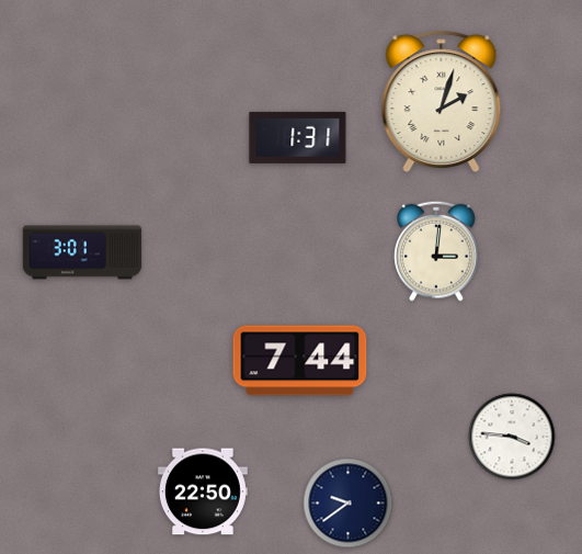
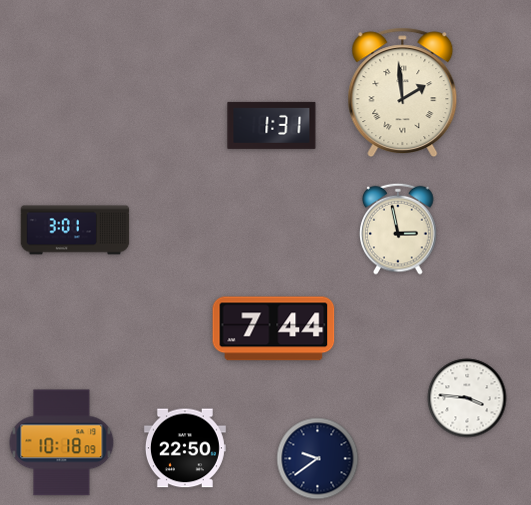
clock at (442, 102): 2:03 -> 1:59
clock at (436, 251): 3:01 -> 2:58
clock at (62, 443): none -> 10:18
